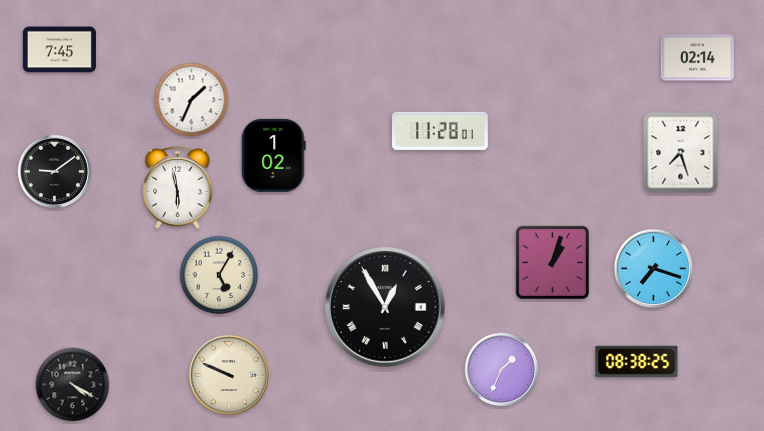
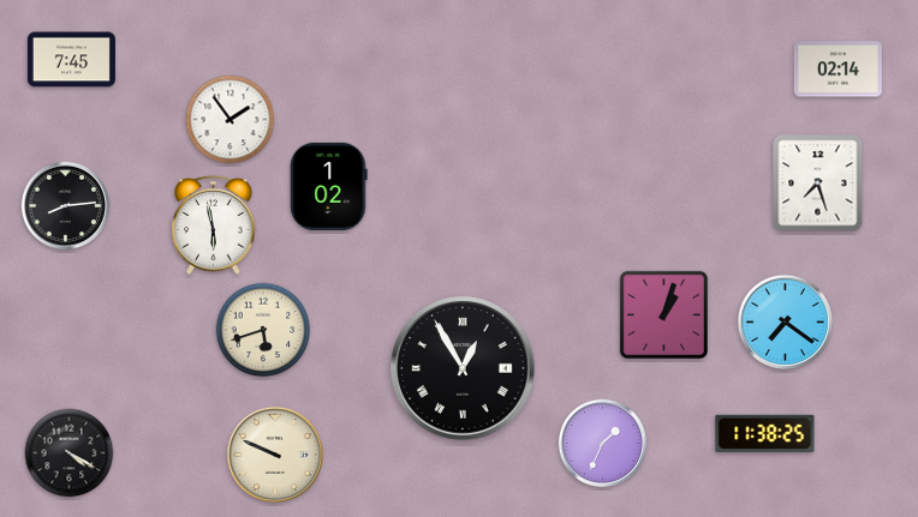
clock at (192, 100): 1:34 -> 1:54
clock at (441, 131): 11:28 -> none
clock at (55, 172): 9:09 -> 8:14
clock at (653, 268): 7:18 -> 7:21
clock at (219, 275): 5:05 -> 5:42
clock at (637, 362): 08:38 -> 11:38
clock at (229, 375) position: (229, 375) -> (275, 455)
clock at (73, 385) position: (73, 385) -> (70, 453)
